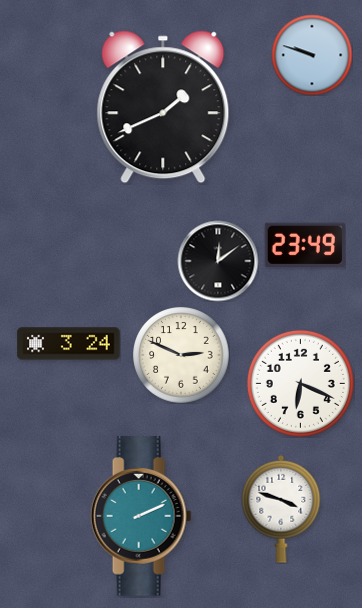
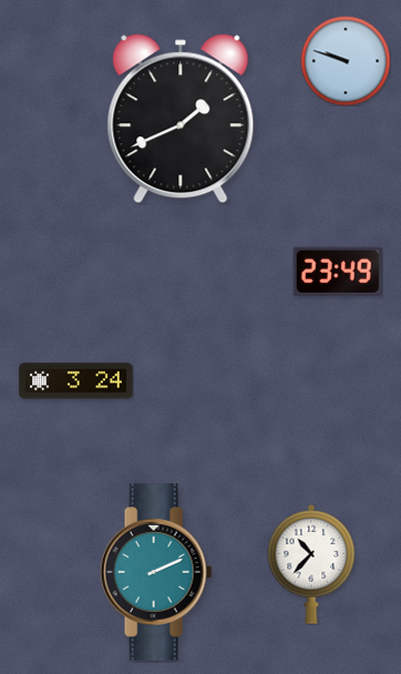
clock at (218, 261): 12:09 -> none
clock at (181, 355): 2:49 -> none
clock at (300, 383): 6:19 -> none
clock at (281, 509): 3:48 -> 10:37
